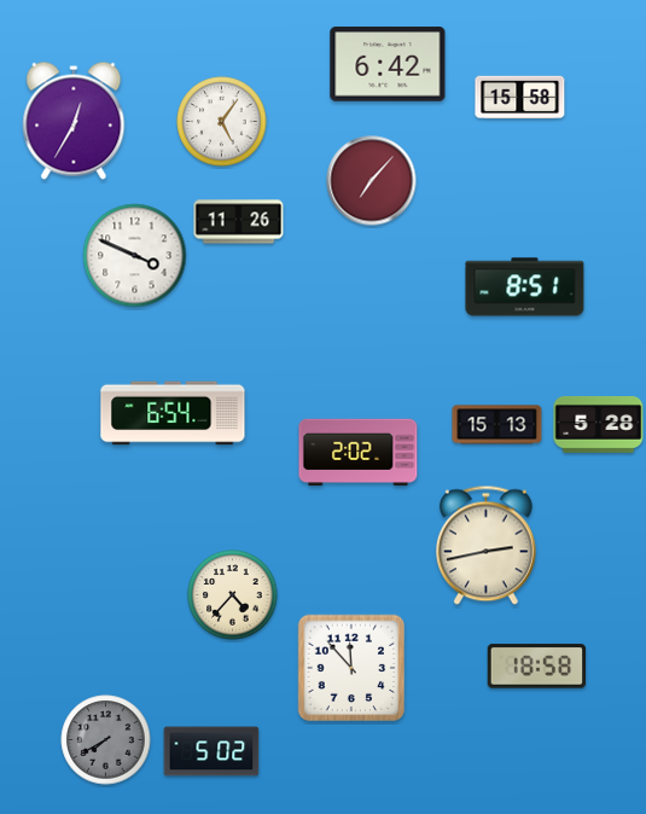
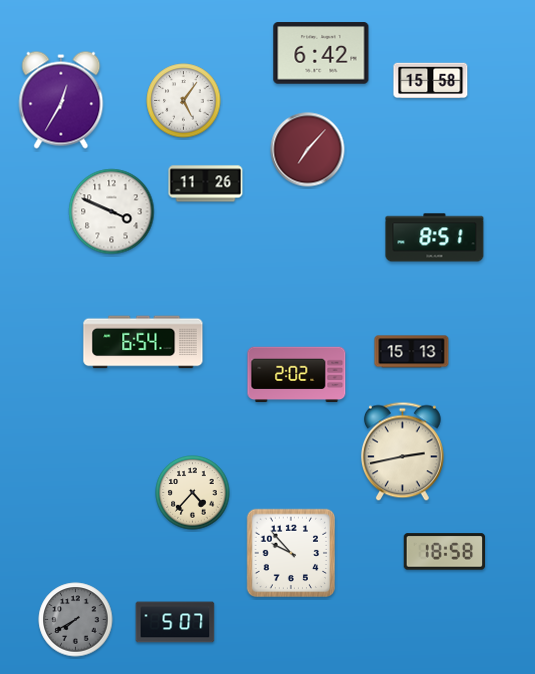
clock at (239, 222) position: (239, 222) -> (206, 184)
clock at (599, 425): 5:28 -> none
clock at (351, 668): 11:53 -> 9:53
clock at (106, 740) position: (106, 740) -> (76, 620)
clock at (211, 751): 5:02 -> 5:07
